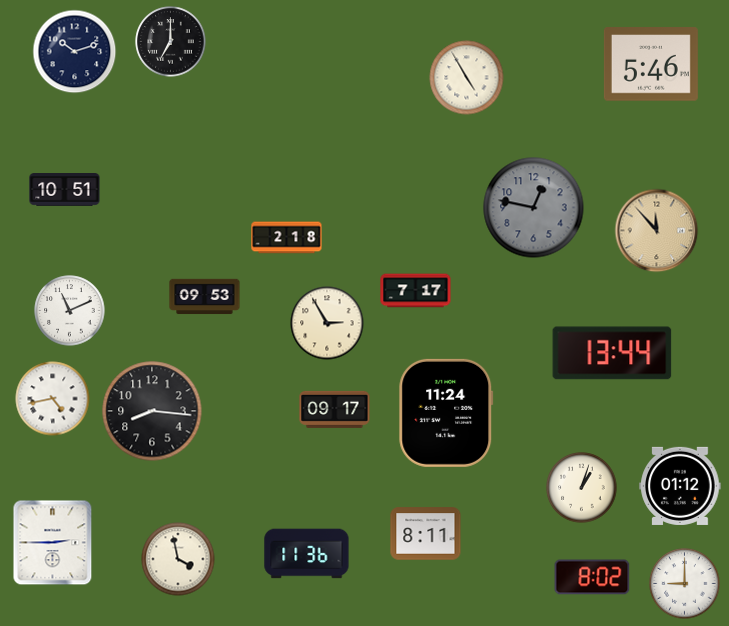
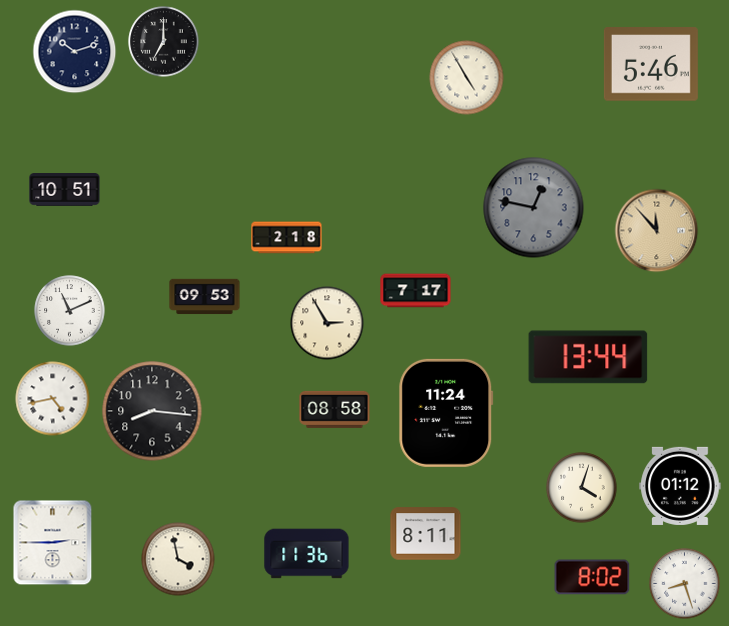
clock at (171, 42) position: (171, 42) -> (164, 42)
clock at (612, 353) position: (612, 353) -> (588, 357)
clock at (335, 409): 09:17 -> 08:58
clock at (582, 488): 1:03 -> 4:03
clock at (685, 584): 9:00 -> 8:27
